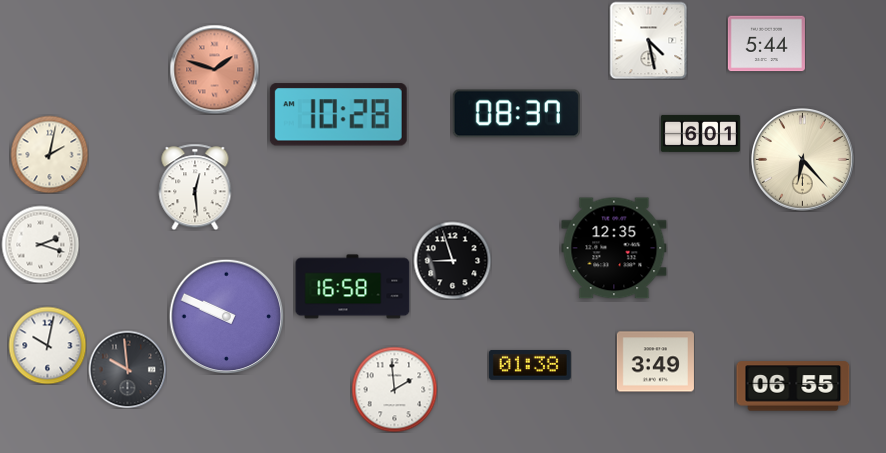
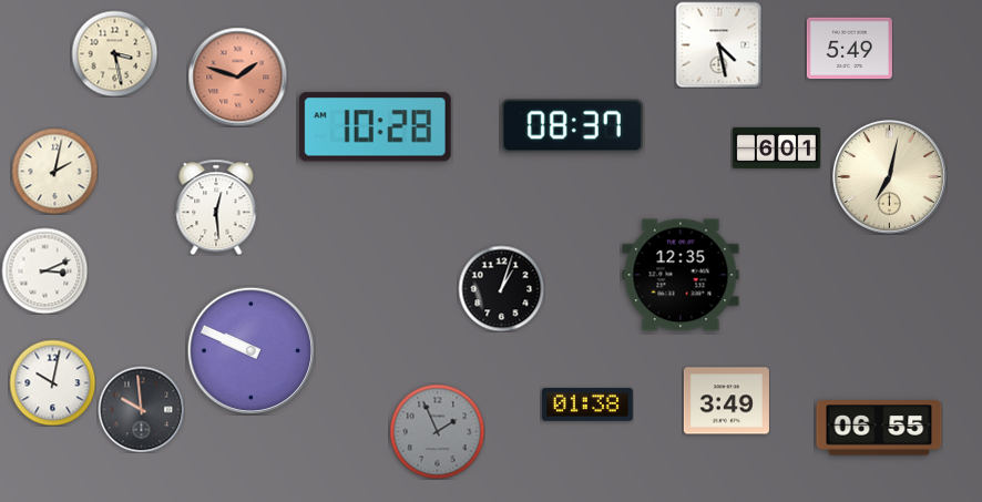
clock at (766, 44): 5:44 -> 5:49
clock at (114, 53): none -> 3:28
clock at (803, 160): 6:23 -> 7:02
clock at (40, 244): 2:18 -> 3:11
clock at (452, 260): 8:57 -> 1:03
clock at (353, 287): 16:58 -> none
clock at (394, 389): 1:59 -> 1:56
clock at (394, 389) dial: white -> grey
